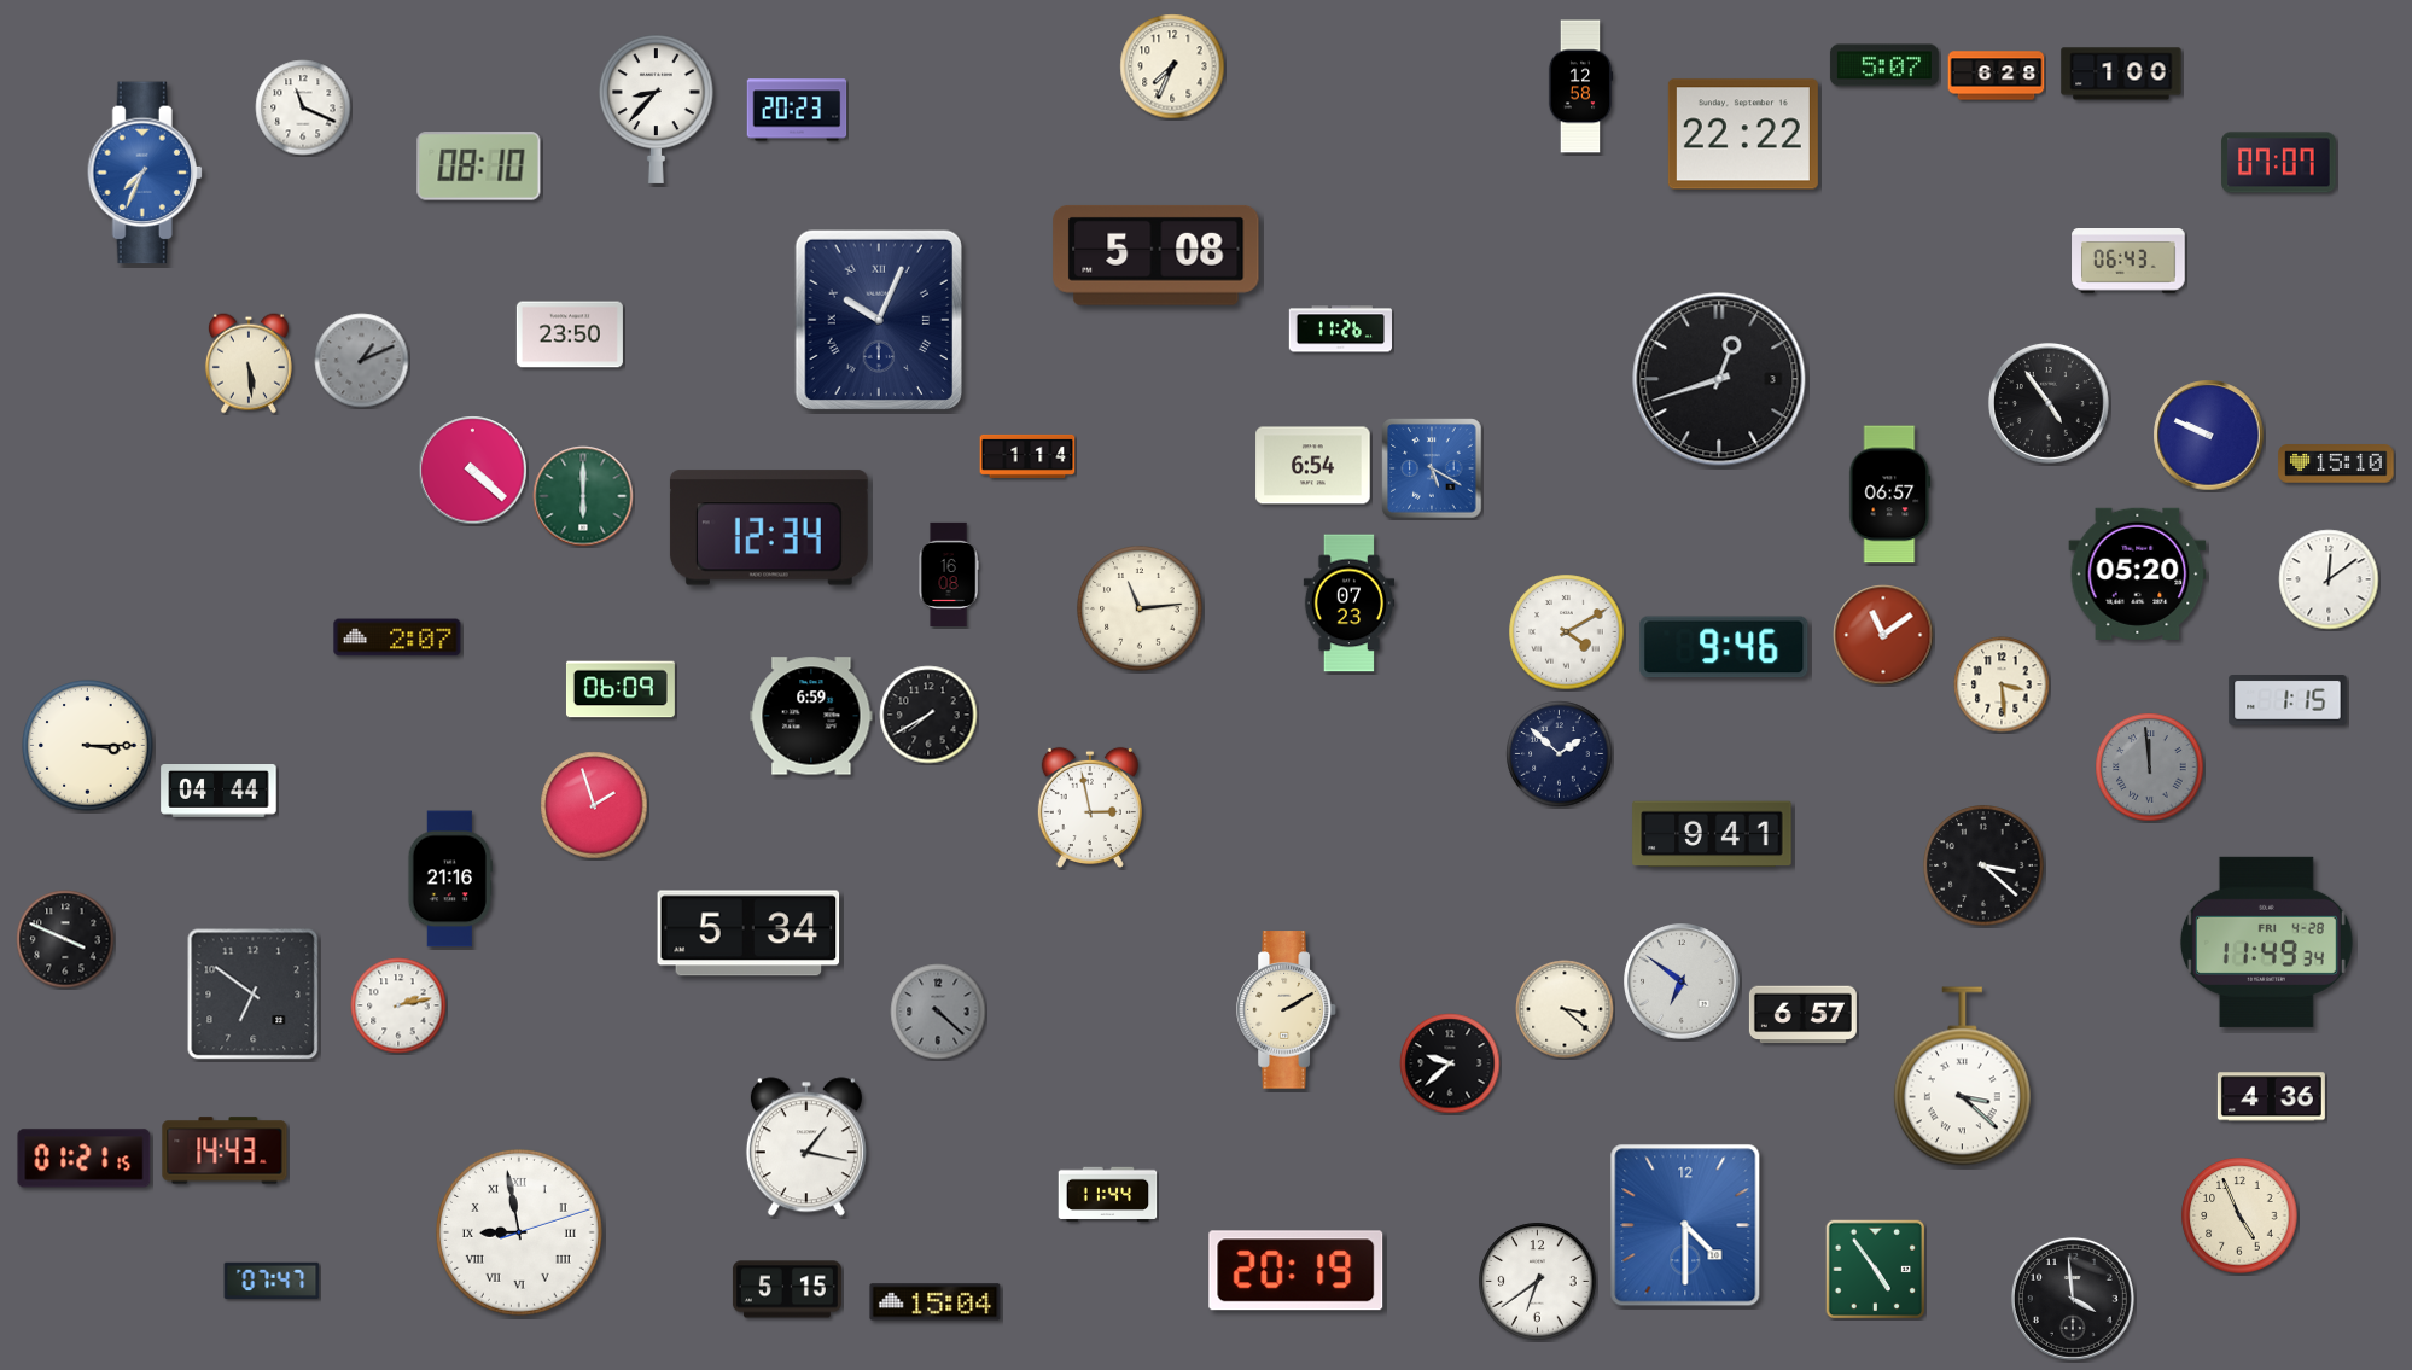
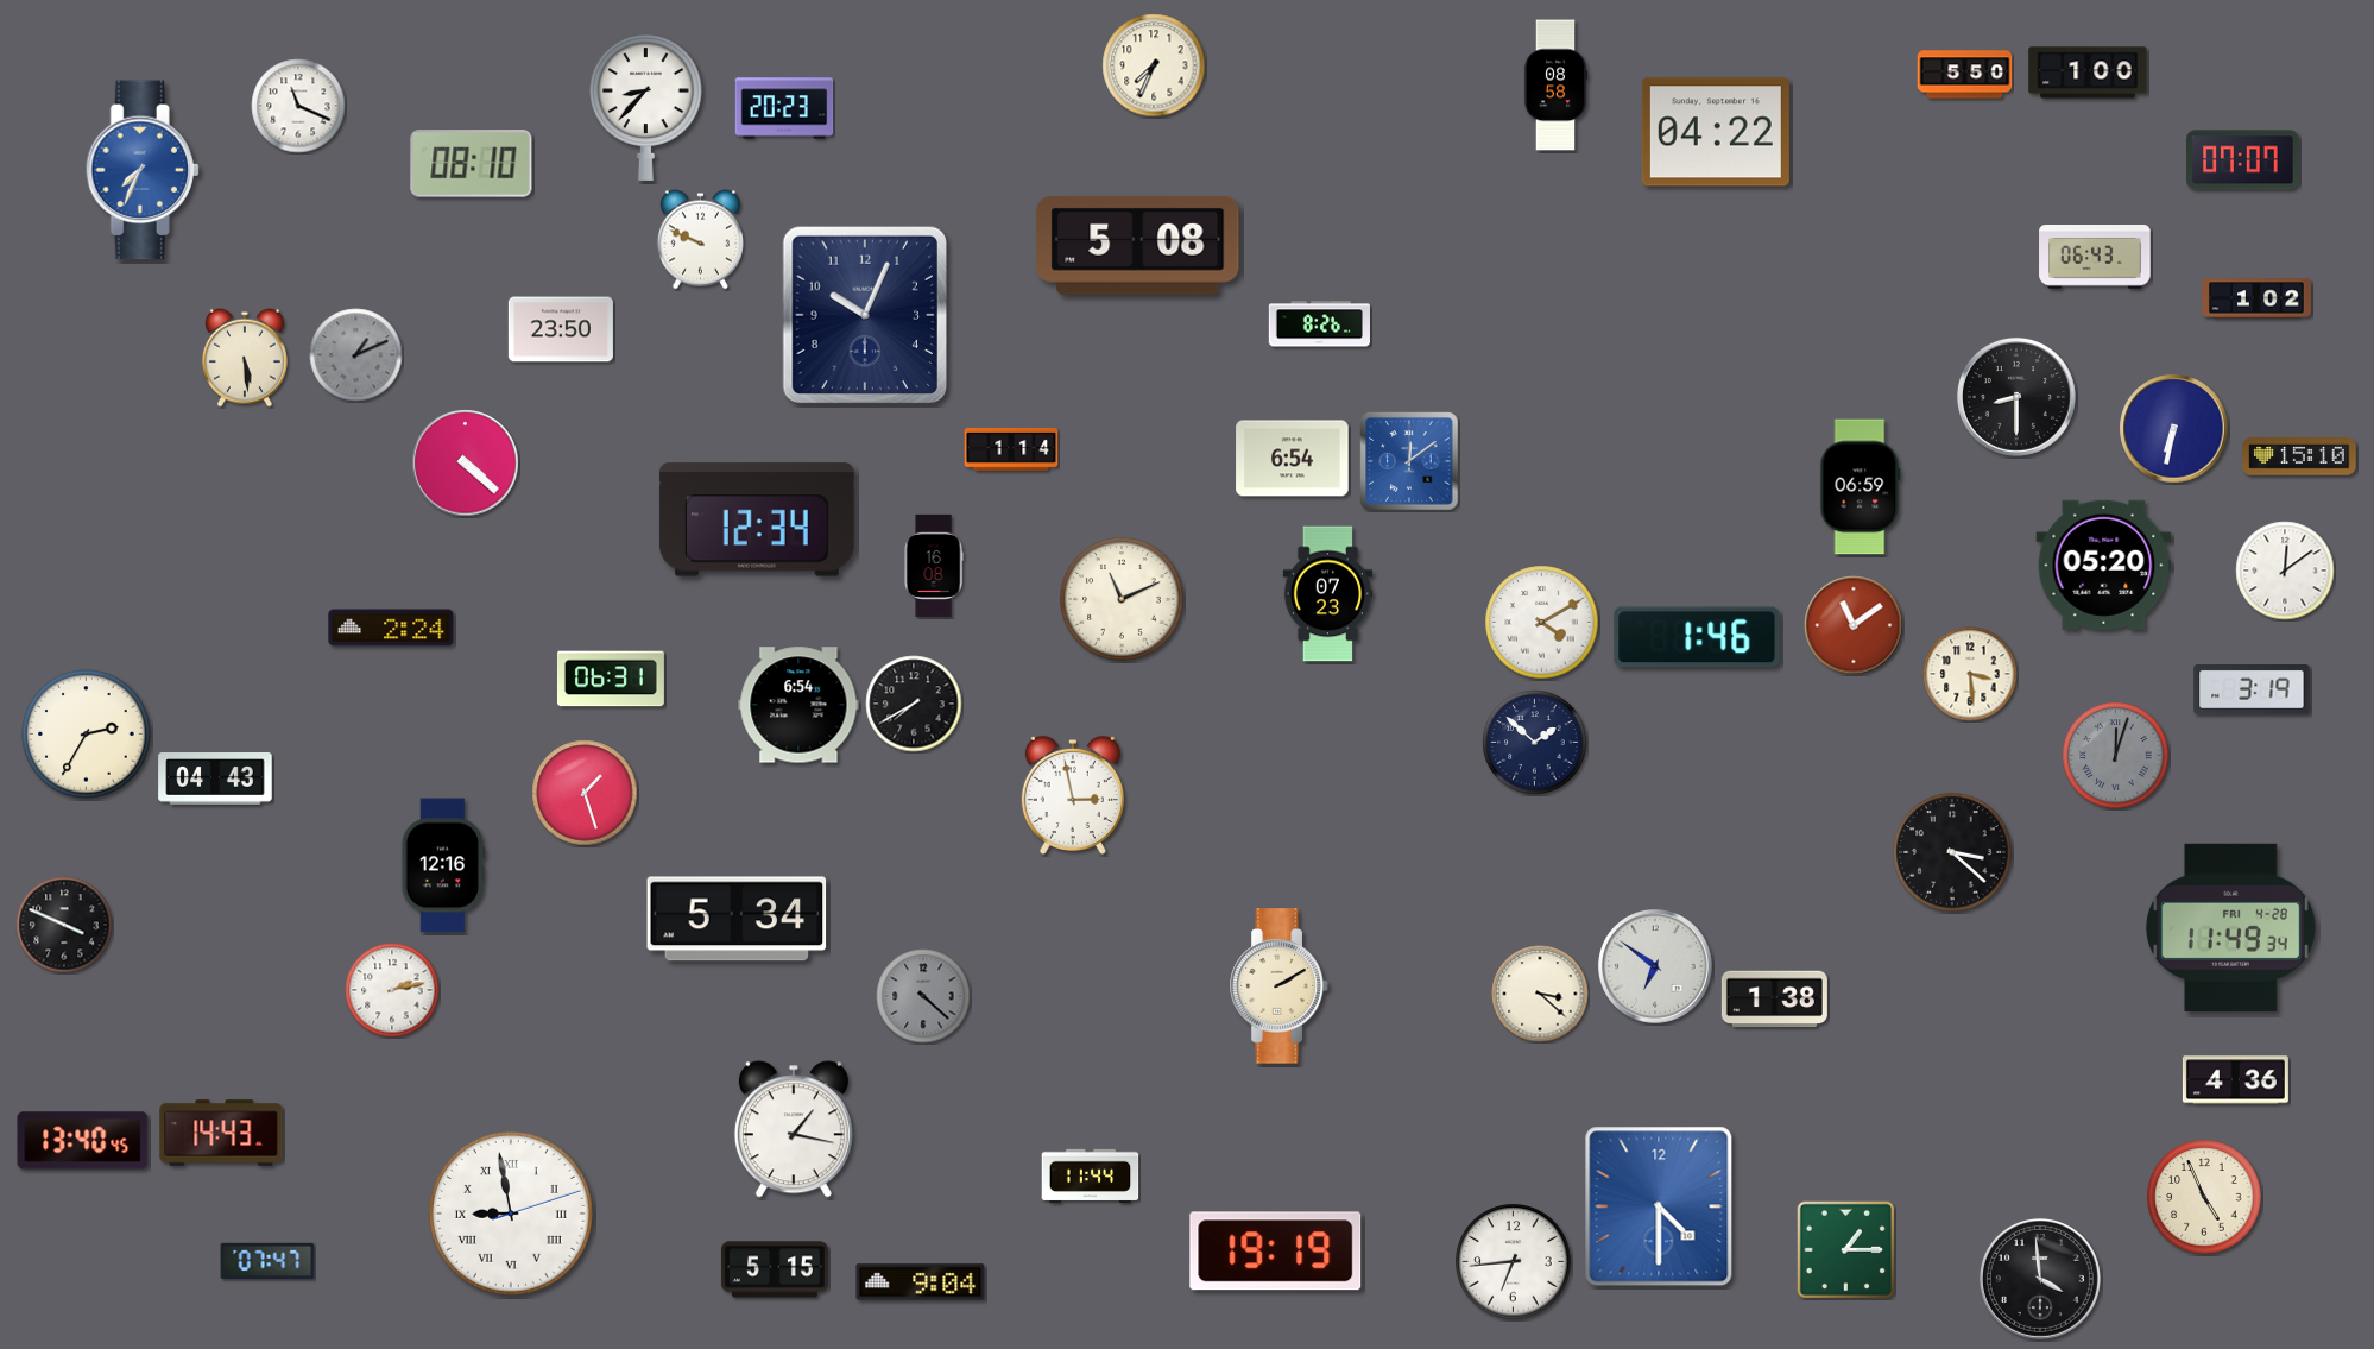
clock at (1884, 65): 5:07 -> none
clock at (1997, 76): 6:28 -> 5:50
clock at (1580, 87): 12:58 -> 08:58
clock at (1743, 134): 22:22 -> 04:22
clock at (700, 240): none -> 9:49
clock at (1157, 255) position: (1157, 255) -> (1138, 245)
clock at (2256, 298): none -> 1:02
clock at (878, 320) numerals: Roman -> Arabic
clock at (1340, 330): 11:26 -> 8:26
clock at (1719, 379): 12:42 -> none
clock at (2049, 403): 4:54 -> 8:30
clock at (2209, 436): 9:49 -> 6:32
clock at (1432, 468): 5:20 -> 12:09
clock at (1890, 495): 06:57 -> 06:59
clock at (583, 496): 6:00 -> none
clock at (2329, 579) position: (2329, 579) -> (2285, 571)
clock at (1140, 608): 11:14 -> 11:11
clock at (397, 637): 2:07 -> 2:24
clock at (1724, 647): 9:46 -> 1:46
clock at (621, 689): 06:09 -> 06:31
clock at (2288, 701): 1:15 -> 3:19
clock at (811, 716): 6:59 -> 6:54
clock at (88, 746): 3:15 -> 2:35
clock at (2150, 768): 11:59 -> 12:03
clock at (219, 792): 04:44 -> 04:43
clock at (594, 805): 1:57 -> 1:27
clock at (1712, 834): 9:41 -> none
clock at (449, 879): 21:16 -> 12:16
clock at (254, 995): 6:51 -> none
clock at (1287, 1010) position: (1287, 1010) -> (1280, 986)
clock at (1802, 1015): 6:57 -> 1:38
clock at (1450, 1063): 9:38 -> none
clock at (1962, 1077): 3:22 -> none
clock at (85, 1159): 01:21 -> 13:40
clock at (1875, 1269): 4:54 -> 1:15
clock at (1297, 1271): 20:19 -> 19:19
clock at (1538, 1282): 6:39 -> 6:44
clock at (936, 1302): 15:04 -> 9:04
